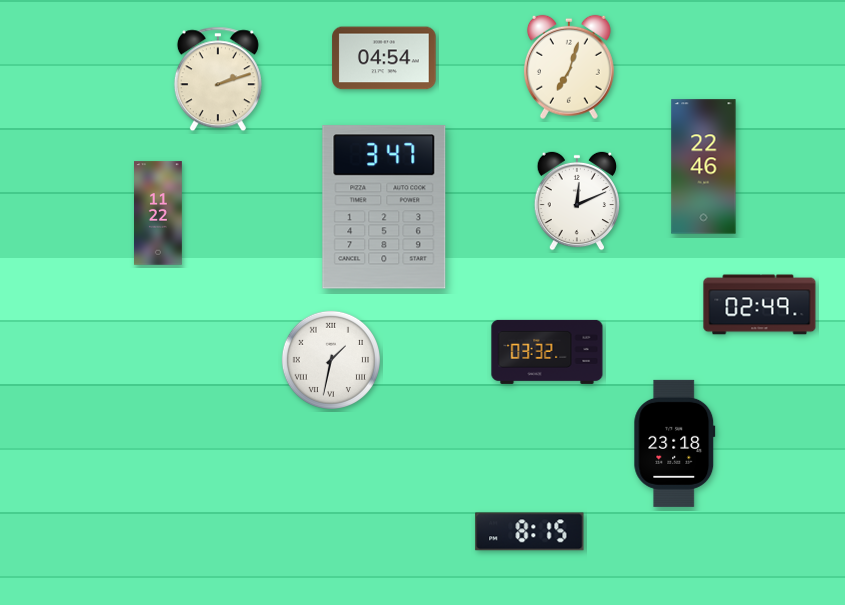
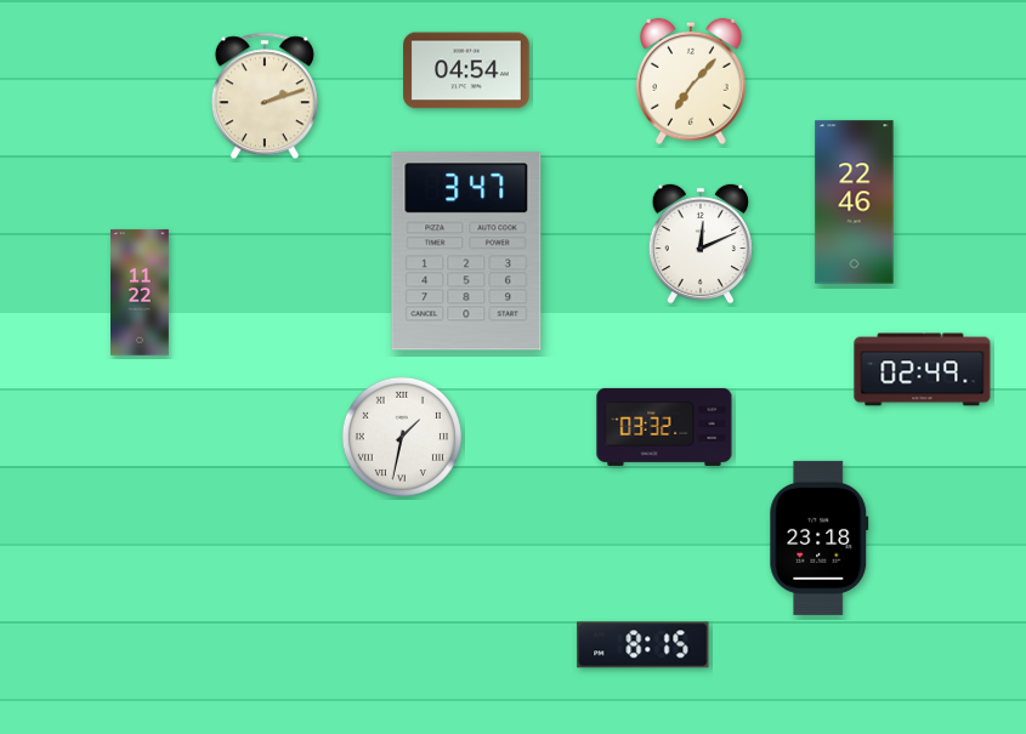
clock at (569, 67): 7:03 -> 7:07
clock at (159, 213) position: (159, 213) -> (141, 292)
